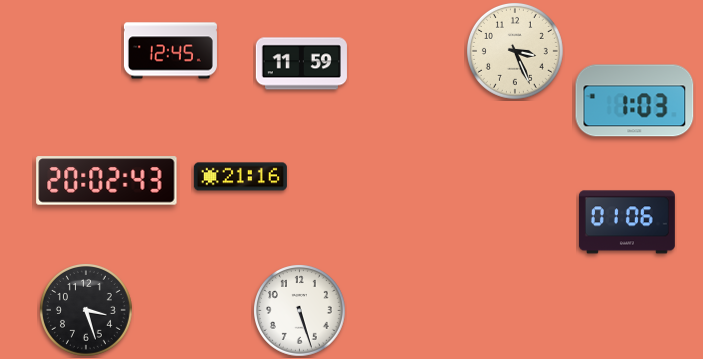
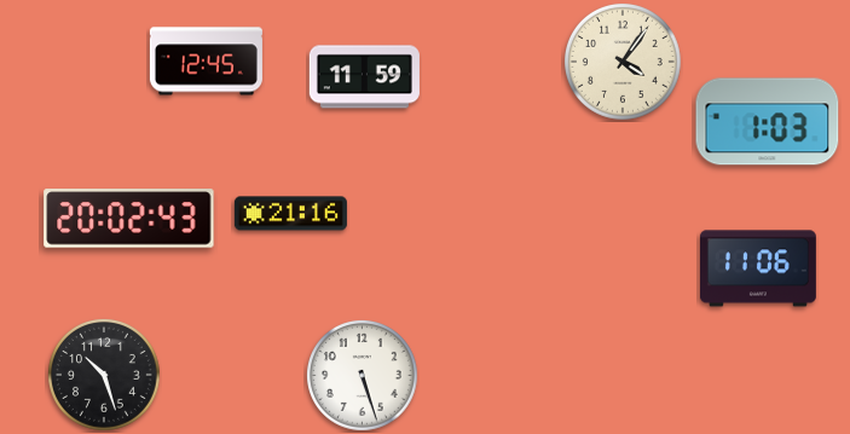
clock at (515, 51): 3:26 -> 4:06
clock at (627, 222): 01:06 -> 11:06
clock at (87, 311): 3:27 -> 10:27
